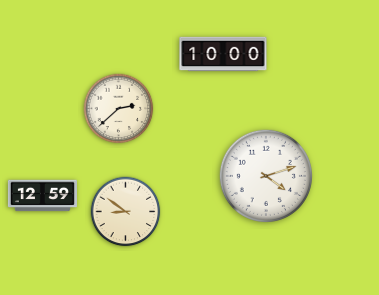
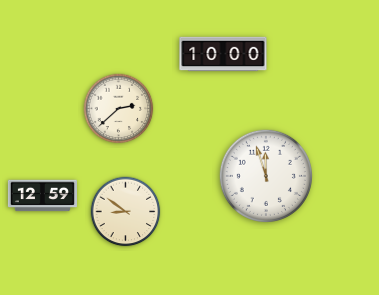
clock at (266, 176): 4:12 -> 11:57
